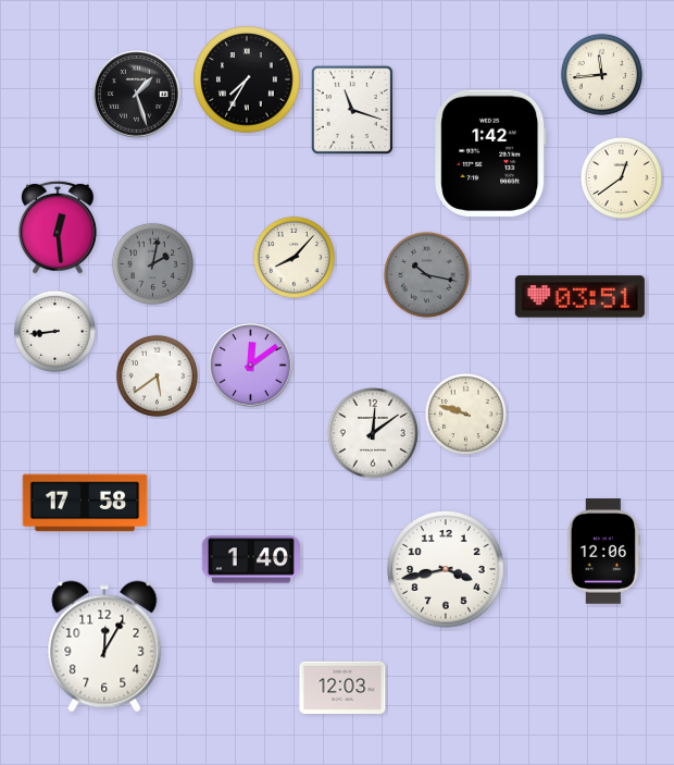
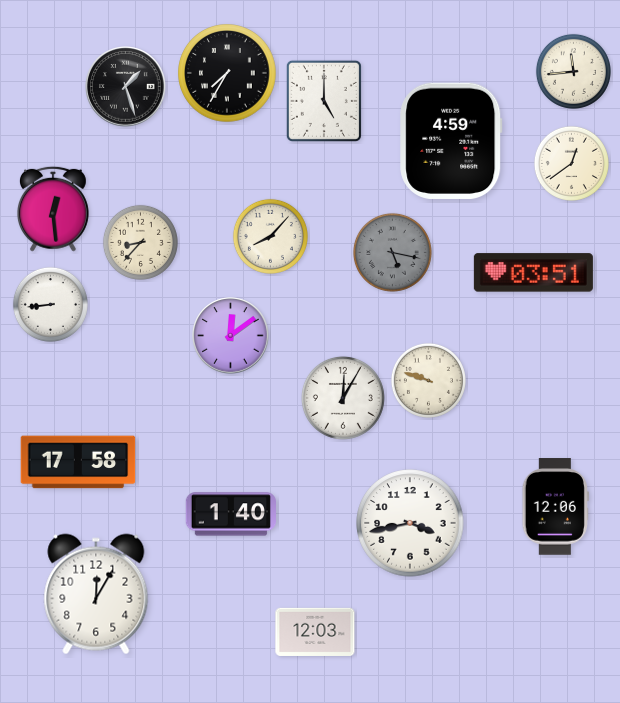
clock at (601, 74) position: (601, 74) -> (573, 71)
clock at (352, 110): 11:18 -> 5:00
clock at (490, 153): 1:42 -> 4:59
clock at (152, 263): 2:02 -> 8:37
clock at (152, 263) dial: grey -> cream
clock at (426, 274): 10:17 -> 5:17
clock at (157, 375): 5:39 -> none
clock at (373, 433): 12:09 -> 12:05
